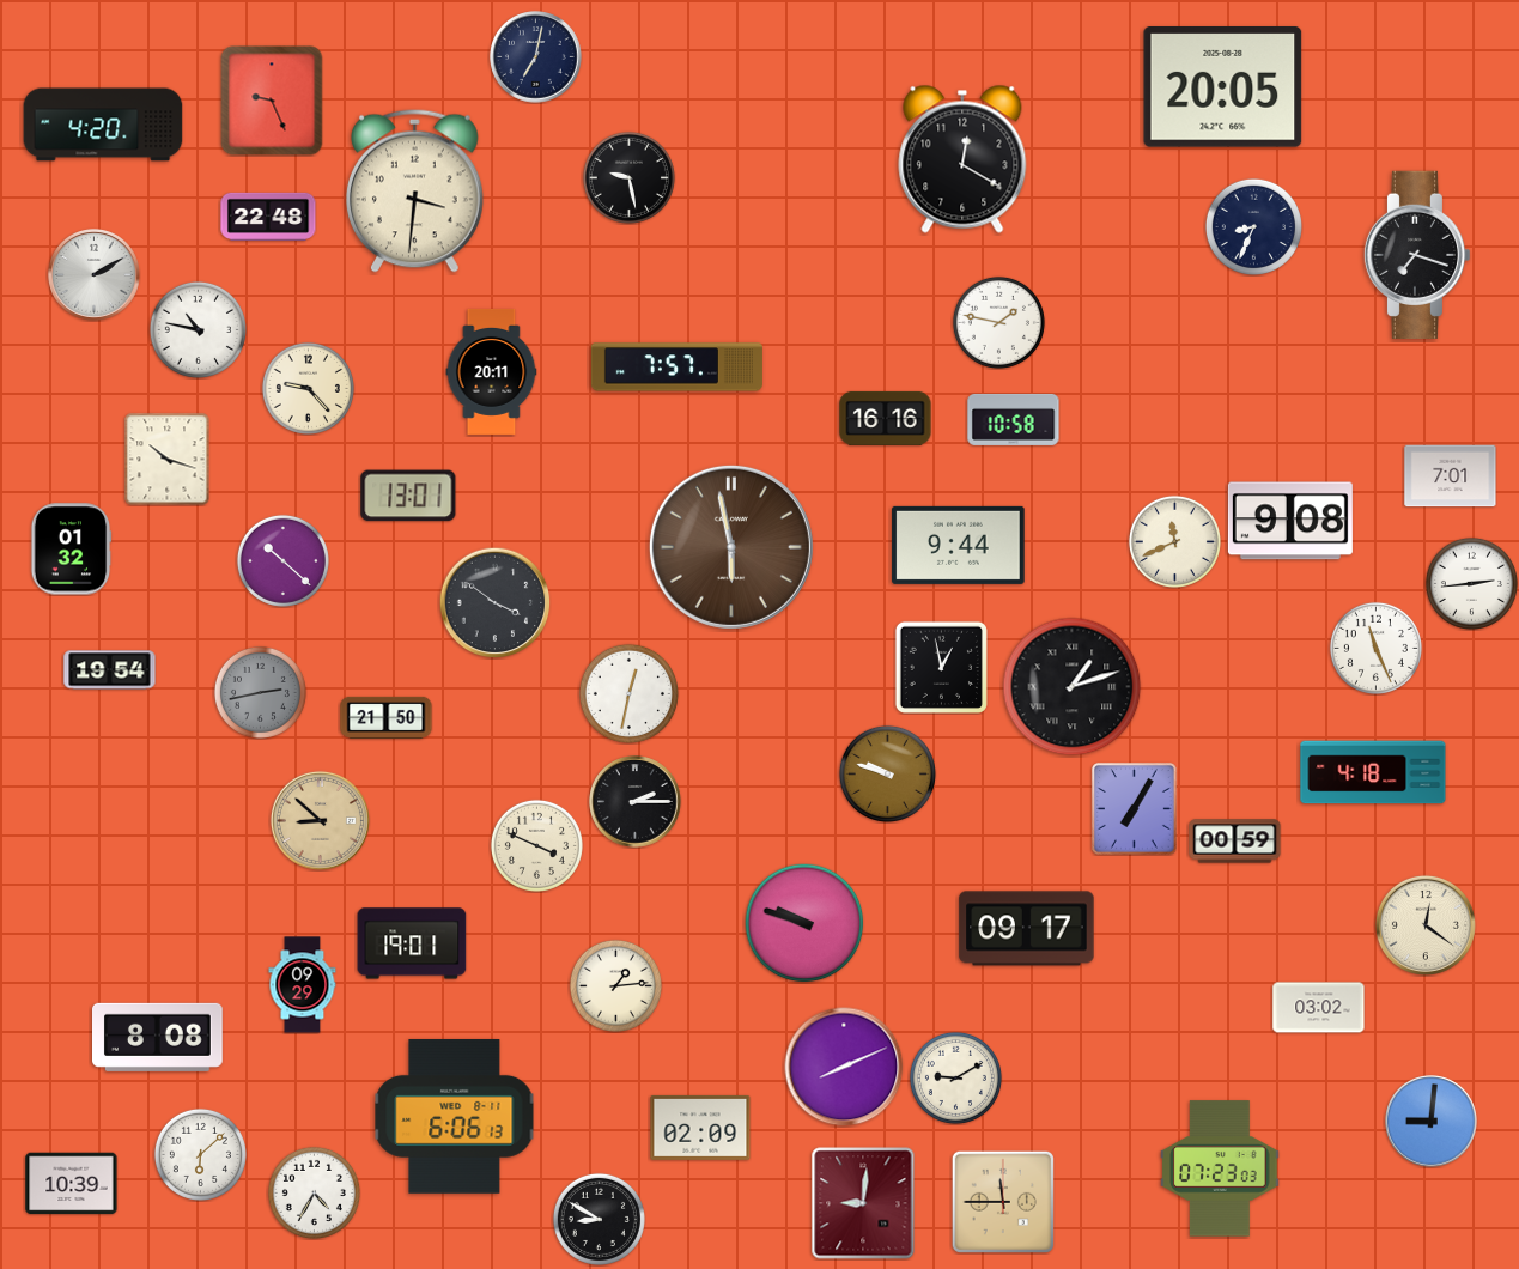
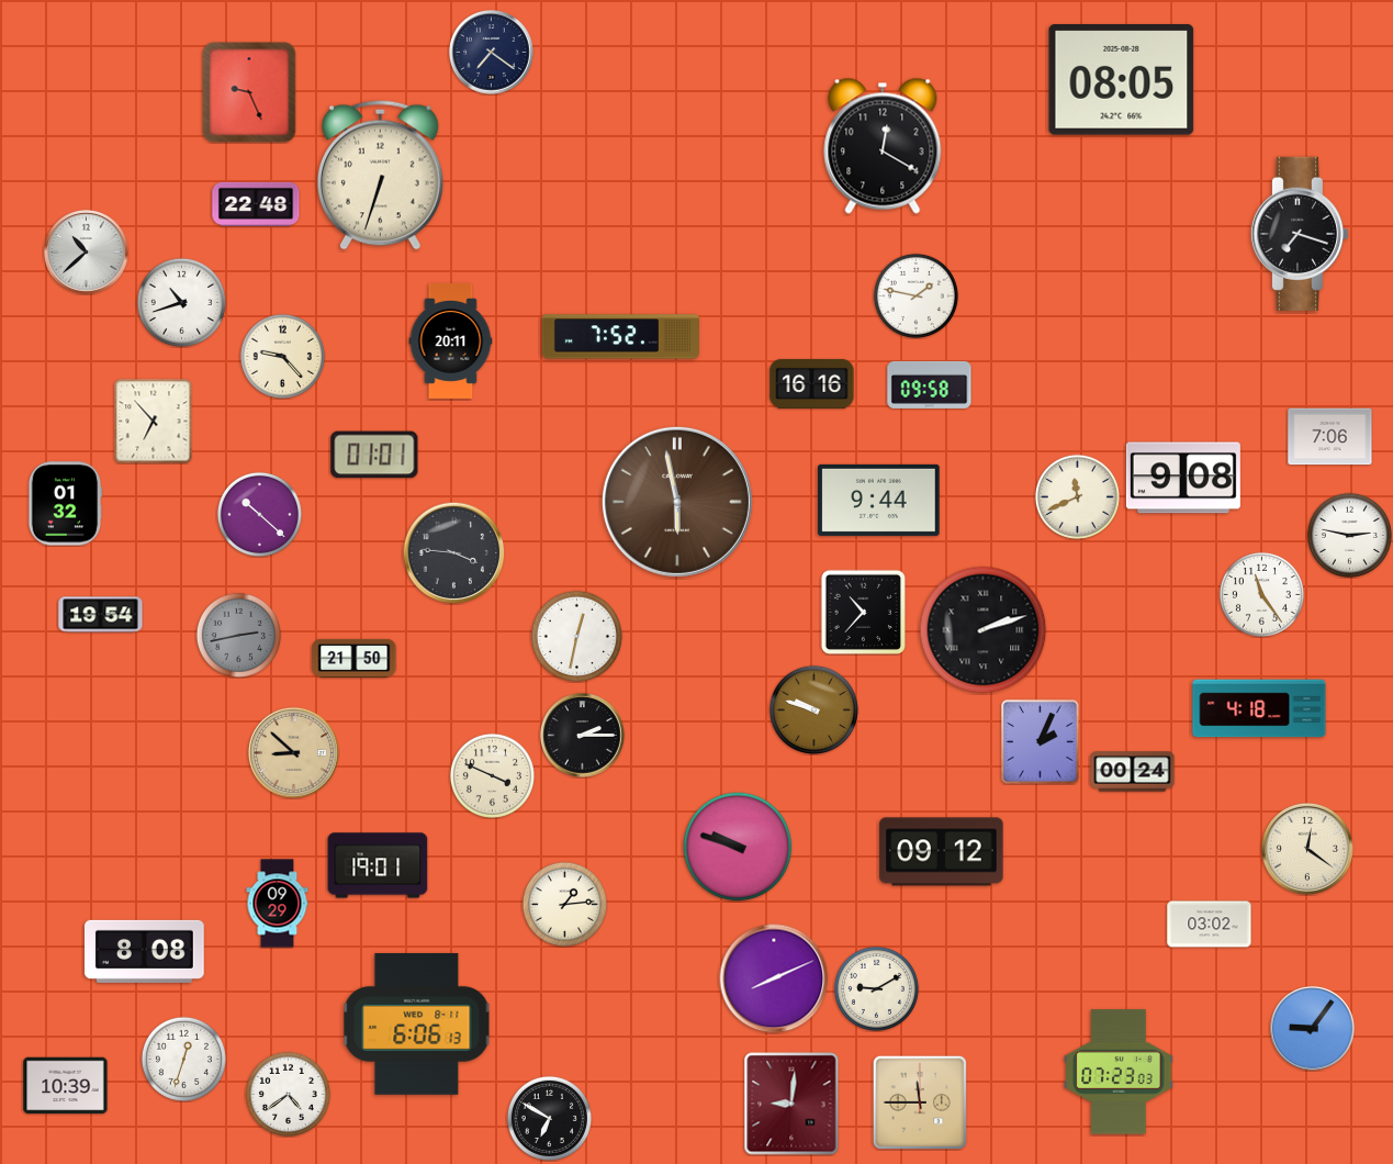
clock at (536, 57): 7:02 -> 7:21
clock at (1223, 87): 20:05 -> 08:05
clock at (103, 125): 4:20 -> none
clock at (628, 177): 9:28 -> none
clock at (415, 190): 3:31 -> 6:33
clock at (268, 217) position: (268, 217) -> (256, 204)
clock at (1253, 226): 8:34 -> none
clock at (95, 275): 2:10 -> 10:38
clock at (198, 329): 10:47 -> 10:42
clock at (676, 368): 7:57 -> 7:52
clock at (1014, 419): 10:58 -> 09:58
clock at (168, 459): 10:18 -> 6:53
clock at (1451, 476): 7:01 -> 7:06
clock at (408, 496): 13:01 -> 01:01
clock at (731, 547) position: (731, 547) -> (677, 502)
clock at (1471, 583): 2:44 -> 2:47
clock at (494, 602): 3:51 -> 3:46
clock at (1375, 648): 11:26 -> 11:24
clock at (941, 667): 12:58 -> 10:37
clock at (1073, 687): 1:12 -> 2:12
clock at (1135, 809): 7:05 -> 2:04
clock at (1235, 842): 00:59 -> 00:24
clock at (1027, 929): 09:17 -> 09:12
clock at (1432, 1122): 9:01 -> 9:06
clock at (700, 1128): 02:09 -> none
clock at (200, 1154): 6:08 -> 12:33
clock at (314, 1192): 4:35 -> 4:39
clock at (599, 1219): 8:50 -> 6:50
